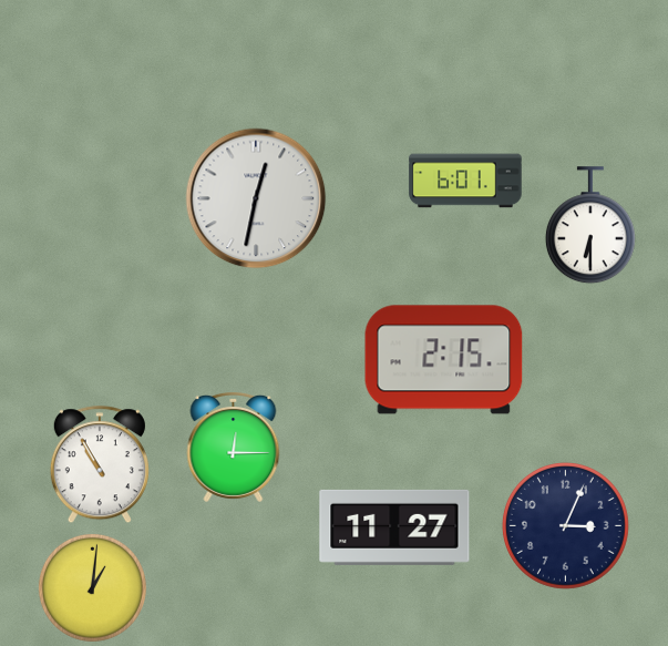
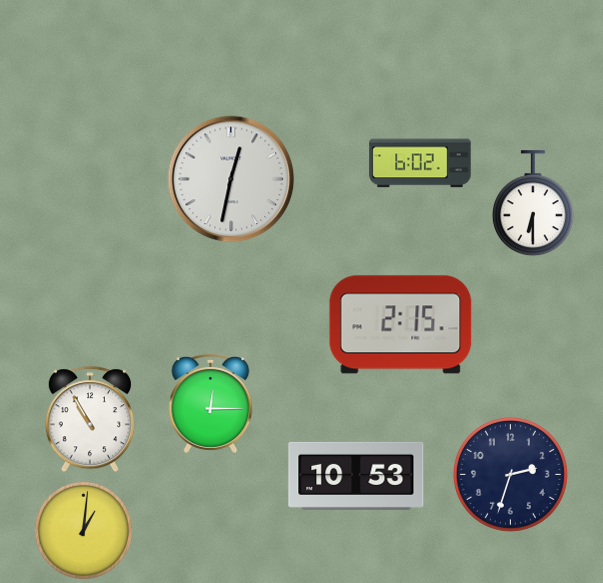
clock at (465, 181): 6:01 -> 6:02
clock at (565, 525): 3:04 -> 2:33
clock at (394, 527): 11:27 -> 10:53
